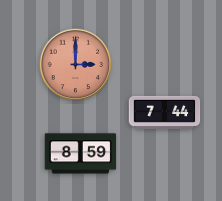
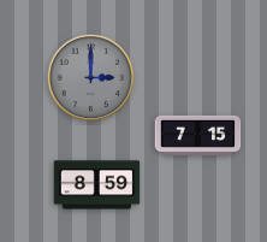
clock at (76, 65) dial: salmon -> grey
clock at (165, 112): 7:44 -> 7:15
